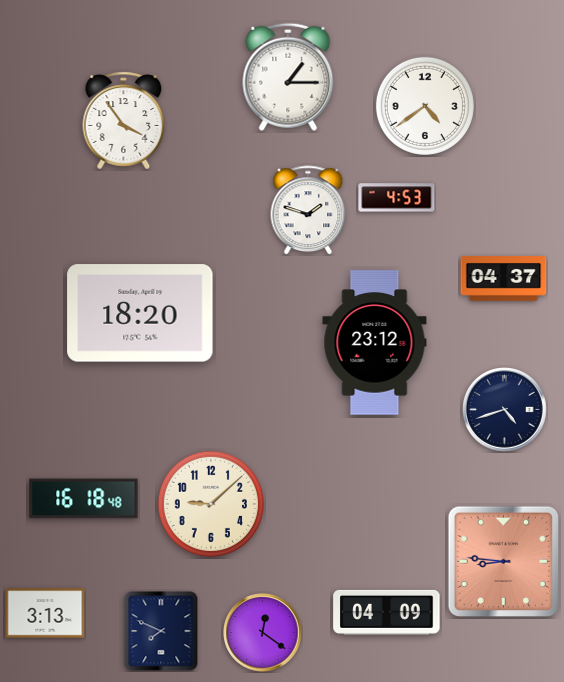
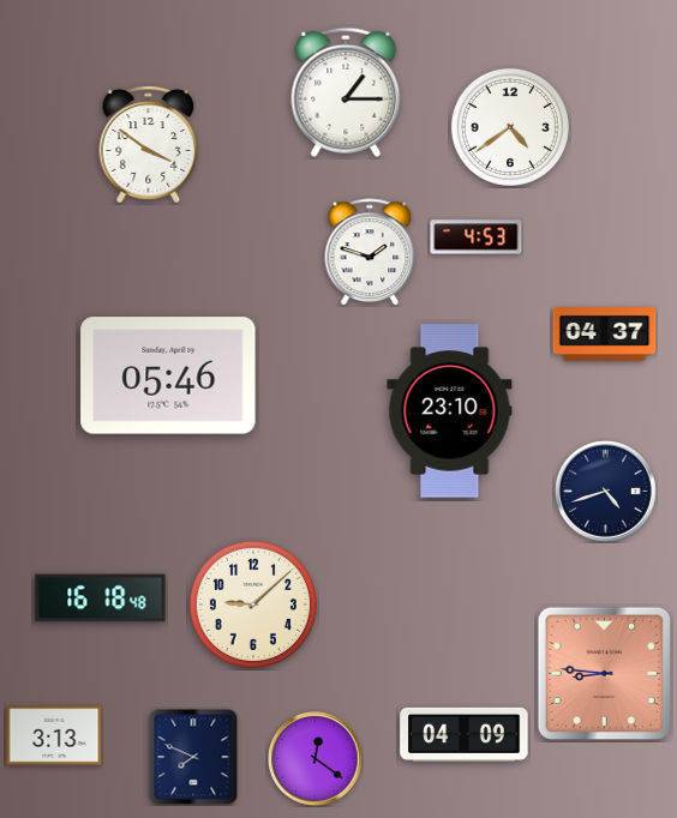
clock at (124, 121): 3:54 -> 3:51
clock at (140, 313): 18:20 -> 05:46
clock at (375, 343): 23:12 -> 23:10
